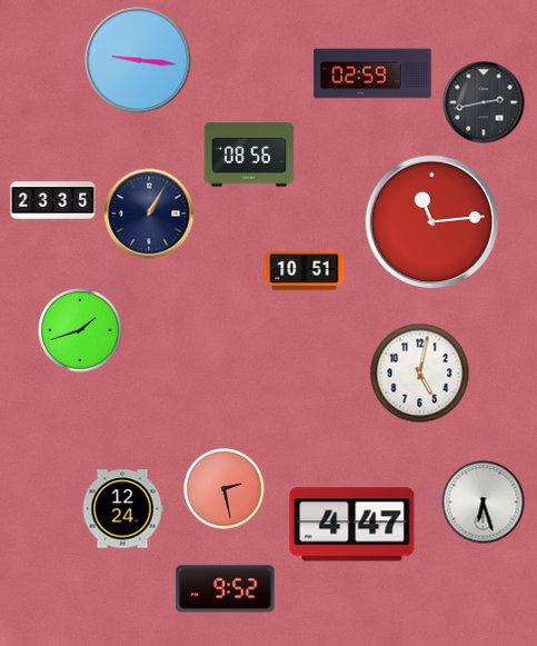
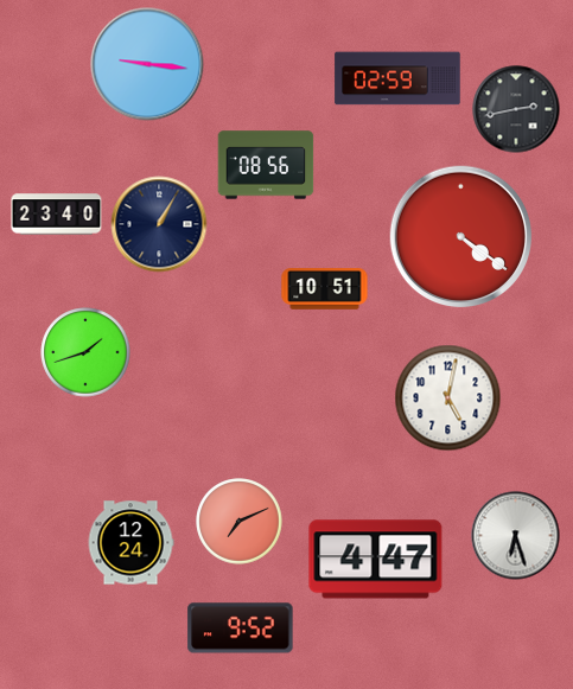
clock at (53, 201): 23:35 -> 23:40
clock at (149, 213) position: (149, 213) -> (159, 224)
clock at (432, 222): 11:14 -> 4:21
clock at (225, 489): 2:28 -> 7:11
